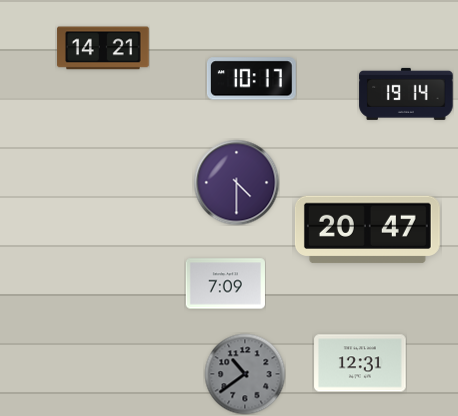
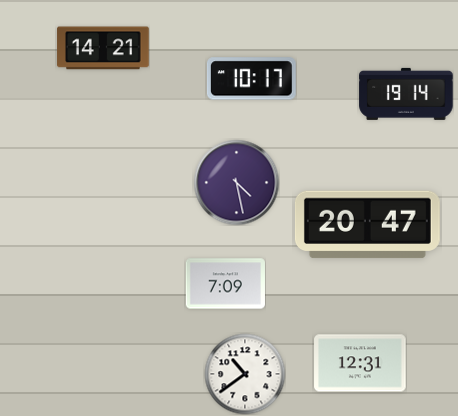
clock at (236, 182): 4:30 -> 4:28
clock at (367, 230) position: (367, 230) -> (367, 225)
clock at (245, 374) dial: grey -> white
